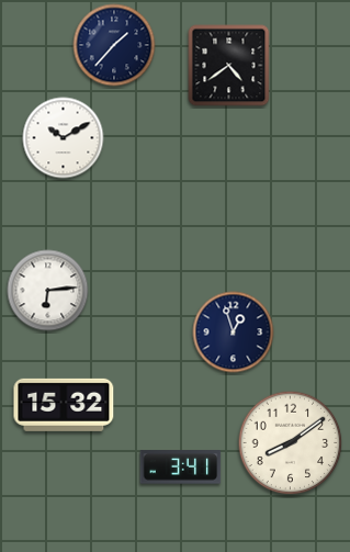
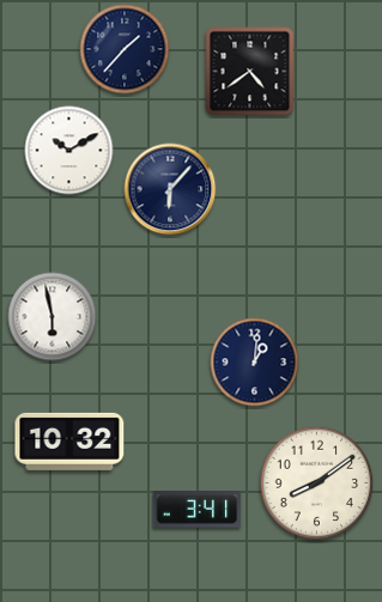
clock at (170, 189): none -> 6:07
clock at (48, 291): 6:14 -> 5:58
clock at (234, 333): 12:57 -> 1:01
clock at (64, 405): 15:32 -> 10:32
